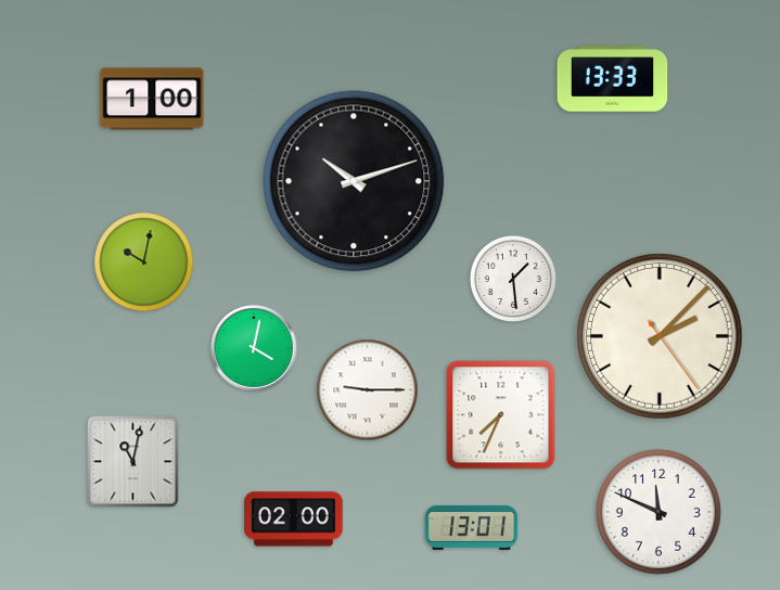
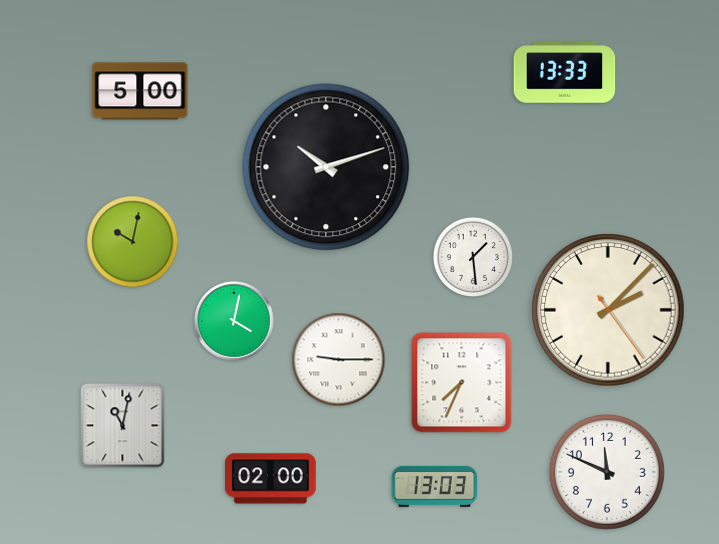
clock at (152, 99): 1:00 -> 5:00
clock at (472, 527): 13:01 -> 13:03
